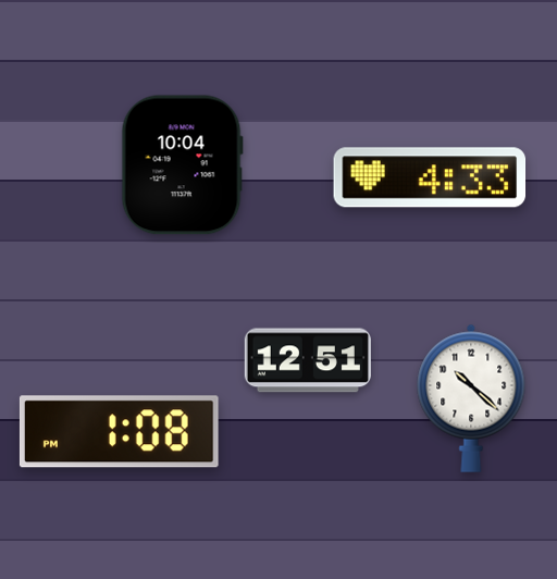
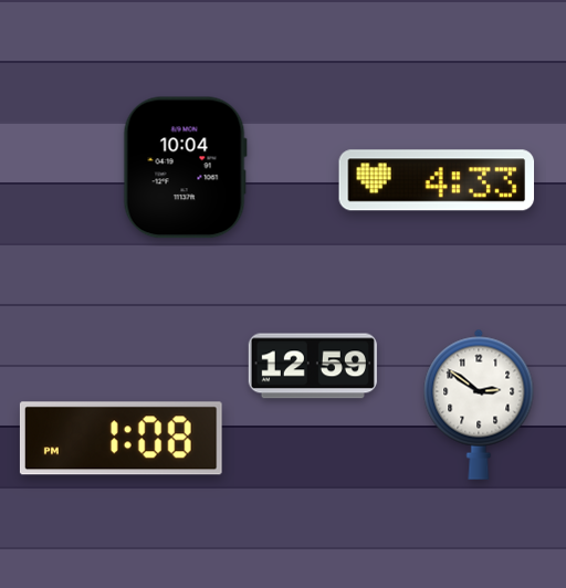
clock at (308, 360): 12:51 -> 12:59
clock at (471, 398): 10:22 -> 2:51
